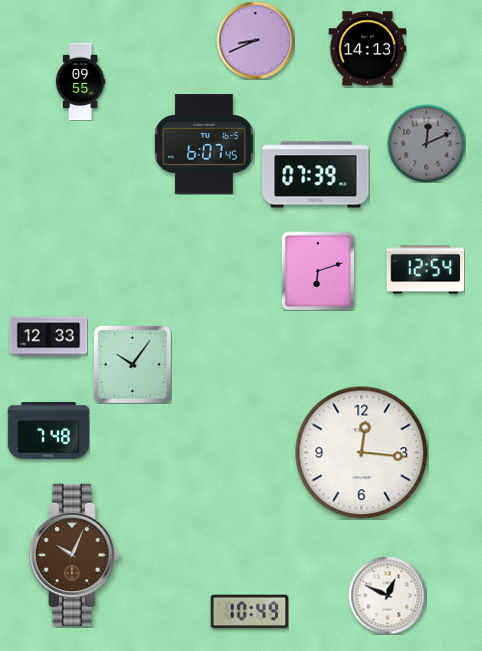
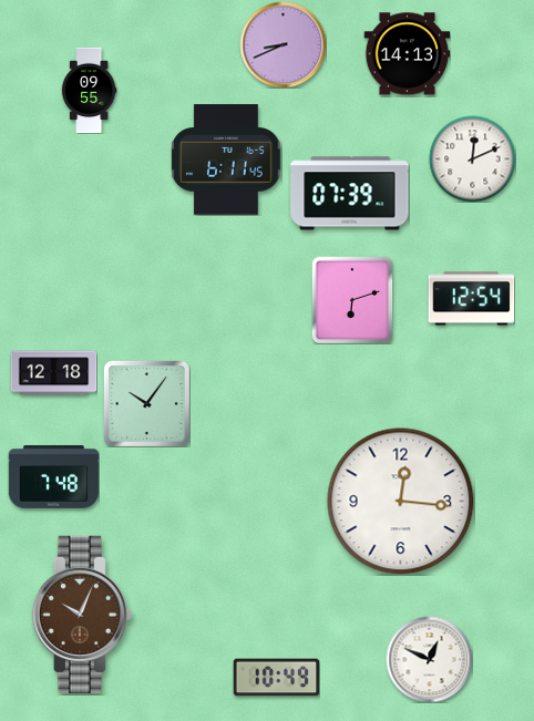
clock at (426, 143) dial: grey -> white
clock at (204, 144): 6:07 -> 6:11
clock at (48, 337): 12:33 -> 12:18
